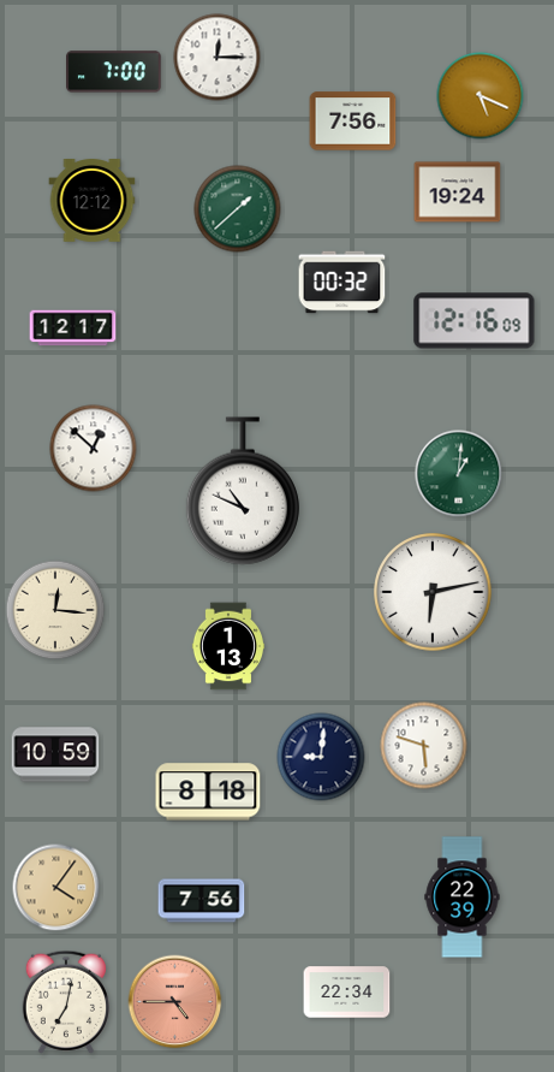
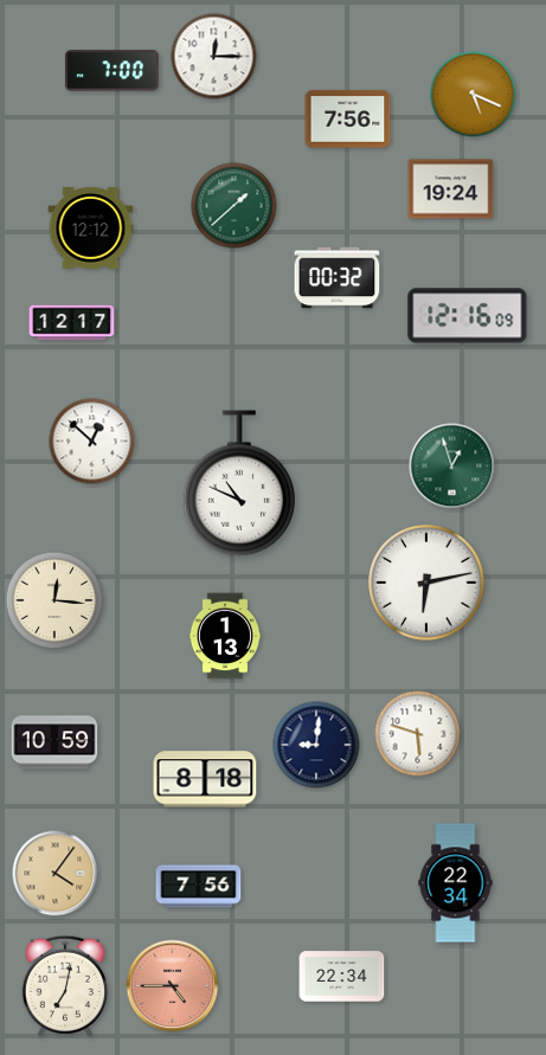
clock at (93, 201) position: (93, 201) -> (91, 229)
clock at (459, 474): 1:01 -> 12:57
clock at (463, 898): 22:39 -> 22:34
